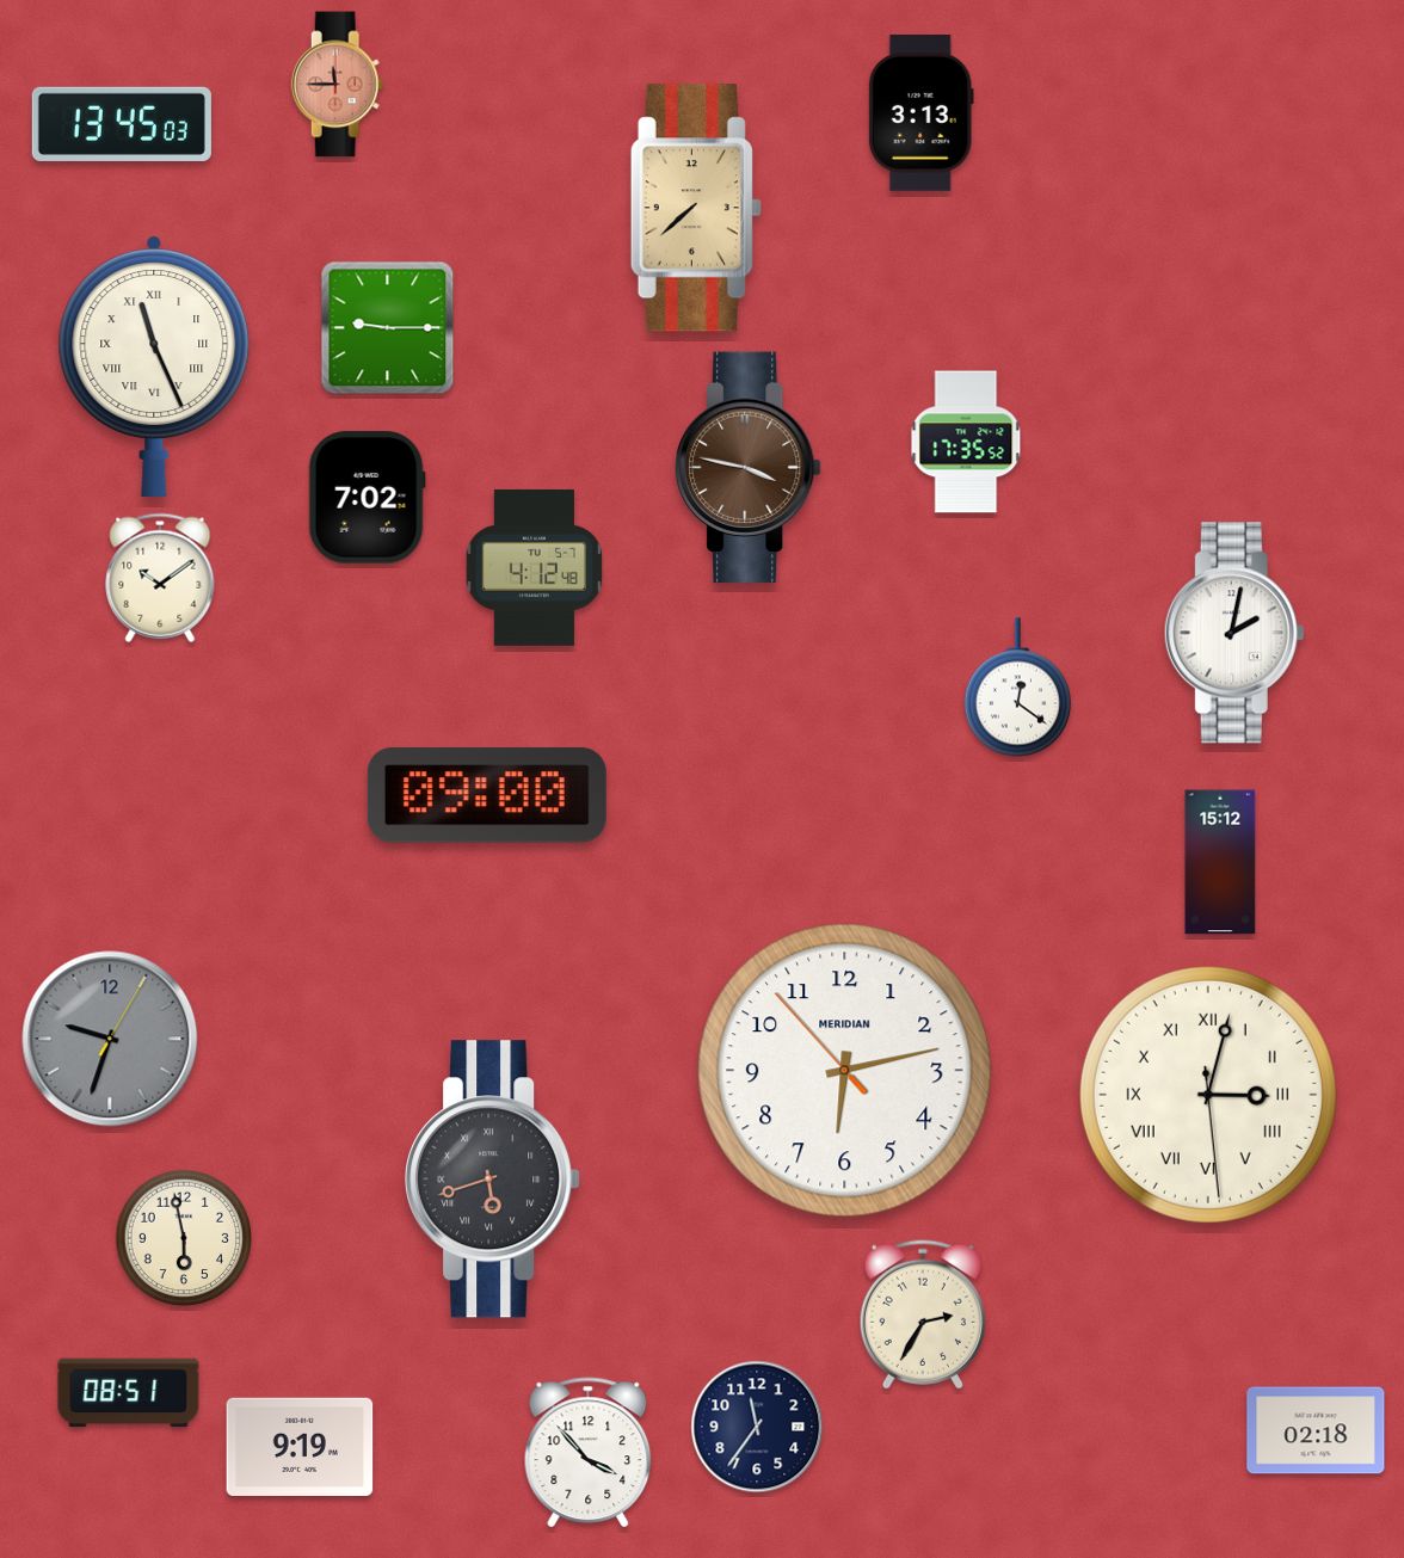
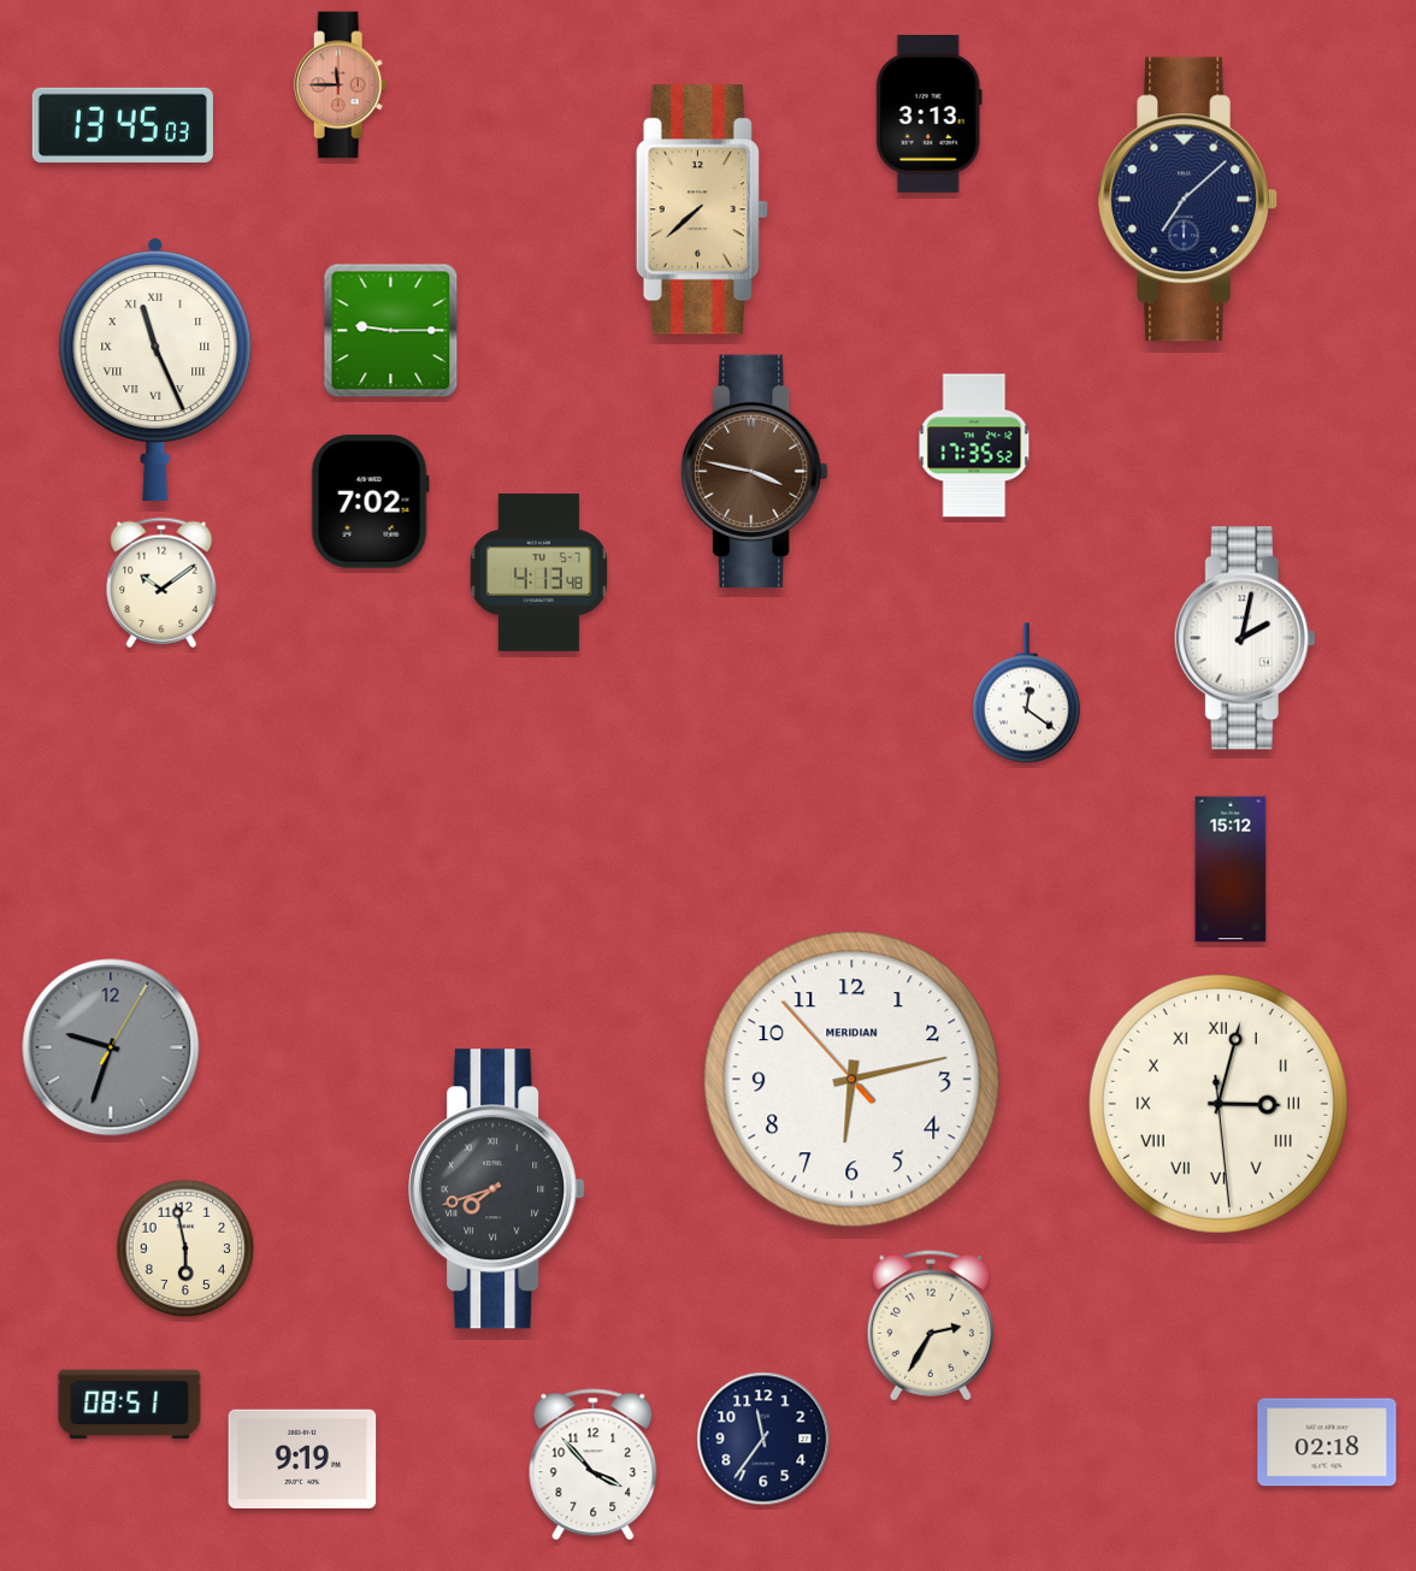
clock at (1188, 200): none -> 7:08
clock at (534, 568): 4:12 -> 4:13
clock at (487, 795): 09:00 -> none
clock at (493, 1180): 5:42 -> 7:42
